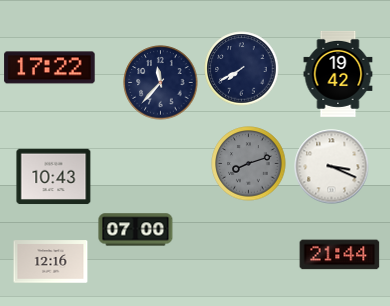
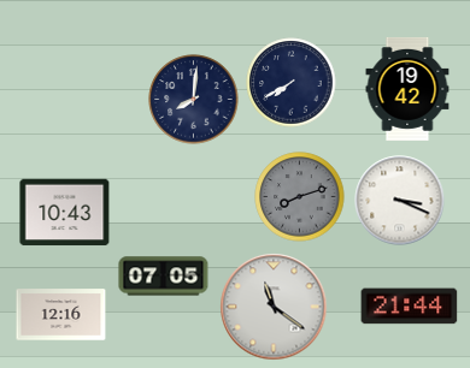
clock at (50, 68): 17:22 -> none
clock at (161, 83): 11:37 -> 8:01
clock at (136, 230): 07:00 -> 07:05
clock at (274, 307): none -> 11:21
